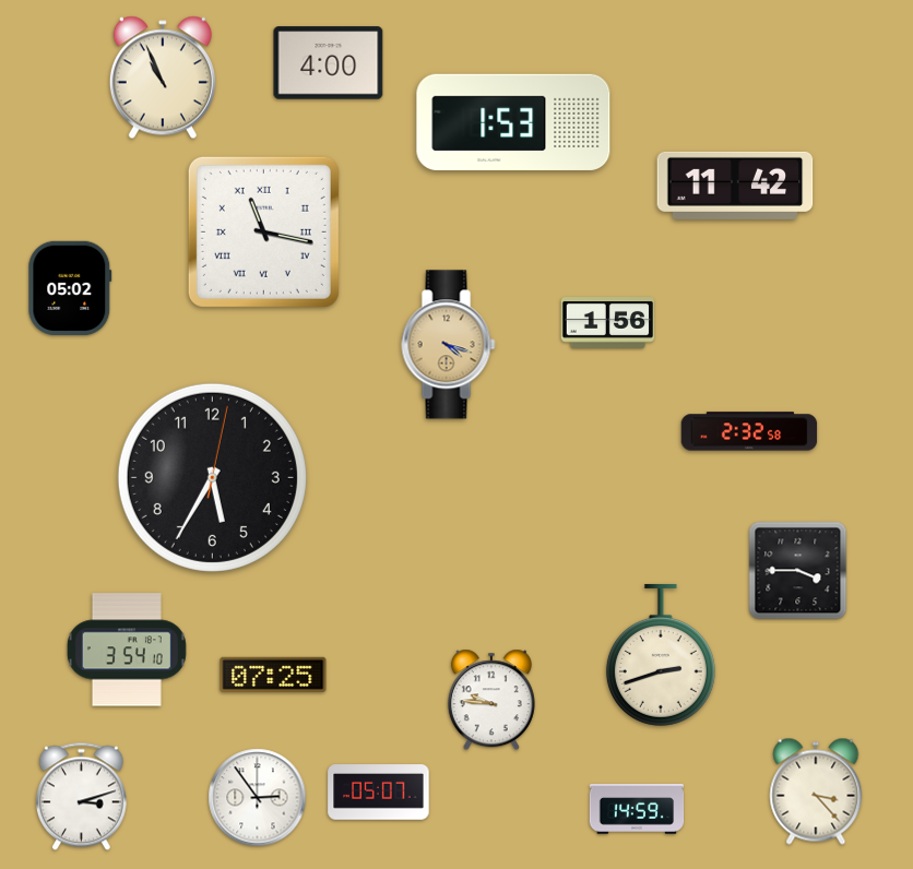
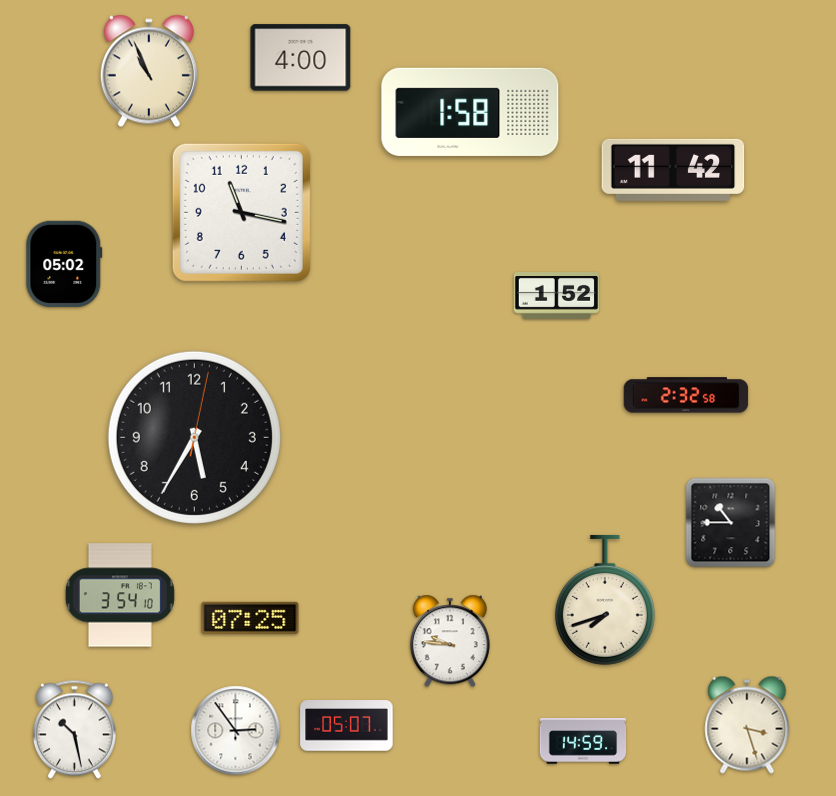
clock at (513, 122): 1:53 -> 1:58
clock at (263, 231) numerals: Roman -> Arabic
clock at (608, 323): 1:56 -> 1:52
clock at (449, 345): 4:18 -> none
clock at (798, 571): 3:45 -> 10:45
clock at (127, 650) position: (127, 650) -> (120, 595)
clock at (661, 655): 2:42 -> 7:42
clock at (816, 791): 3:23 -> 3:27
clock at (81, 797): 3:12 -> 10:28
